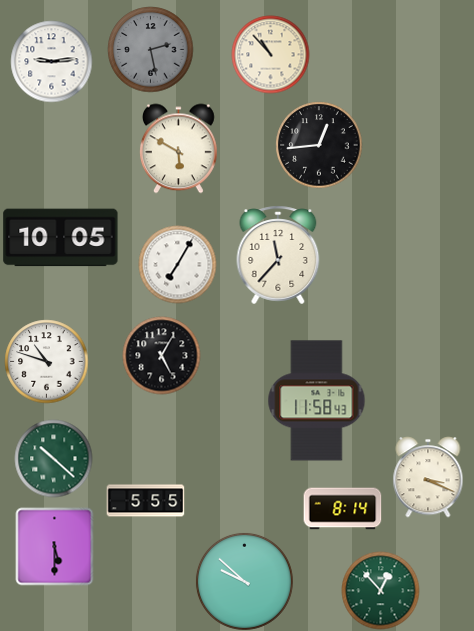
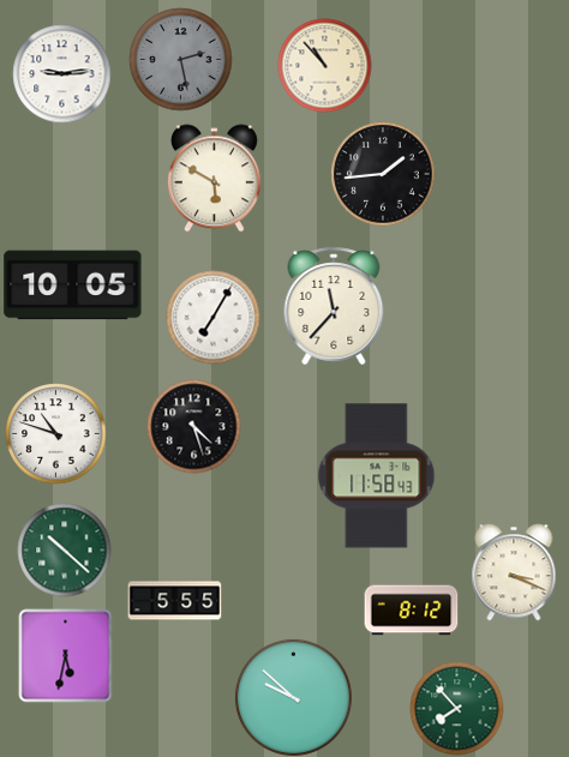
clock at (319, 145): 12:44 -> 1:44
clock at (161, 355): 5:05 -> 4:27
clock at (317, 401) position: (317, 401) -> (377, 476)
clock at (342, 509): 8:14 -> 8:12
clock at (54, 546): 5:30 -> 5:32
clock at (380, 590): 12:53 -> 7:53
